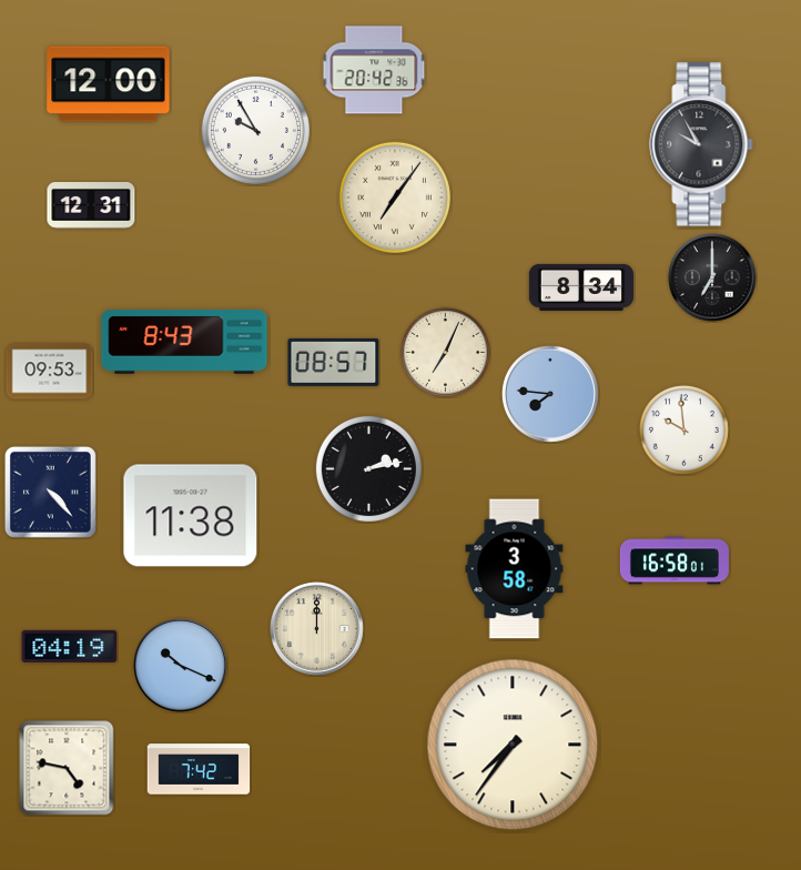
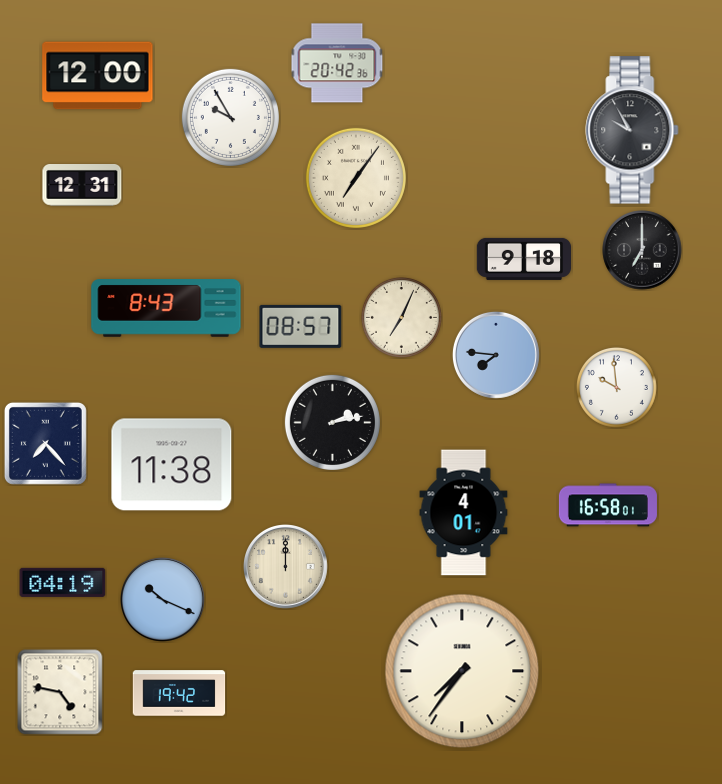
clock at (581, 287): 8:34 -> 9:18
clock at (50, 372): 09:53 -> none
clock at (50, 492): 4:23 -> 7:23
clock at (515, 569): 3:58 -> 4:01
clock at (199, 769): 7:42 -> 19:42
